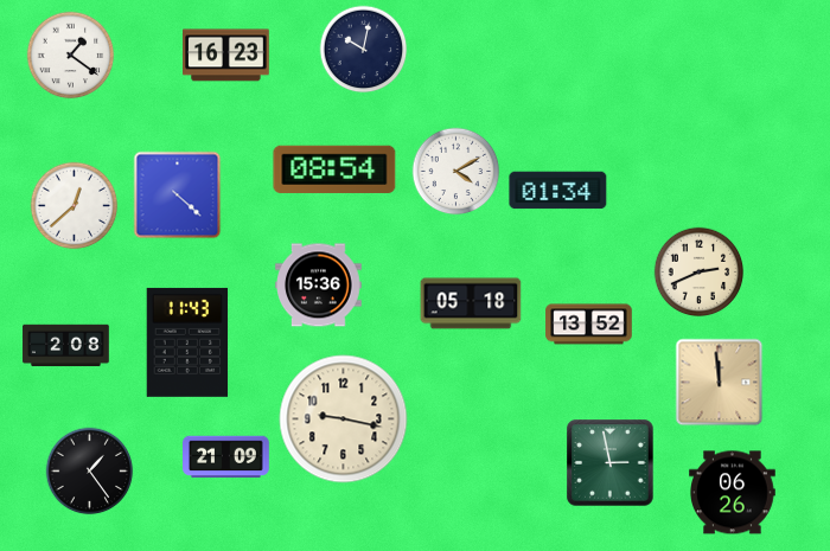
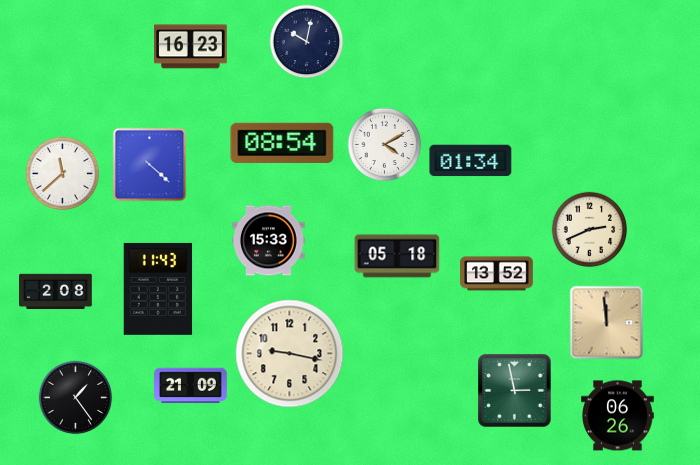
clock at (71, 56): 1:21 -> none
clock at (75, 206): 12:38 -> 11:38
clock at (319, 286): 15:36 -> 15:33
